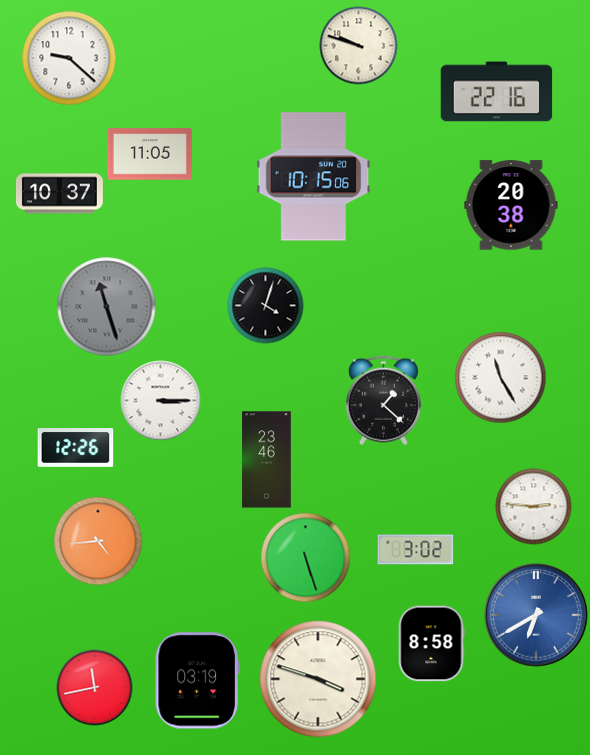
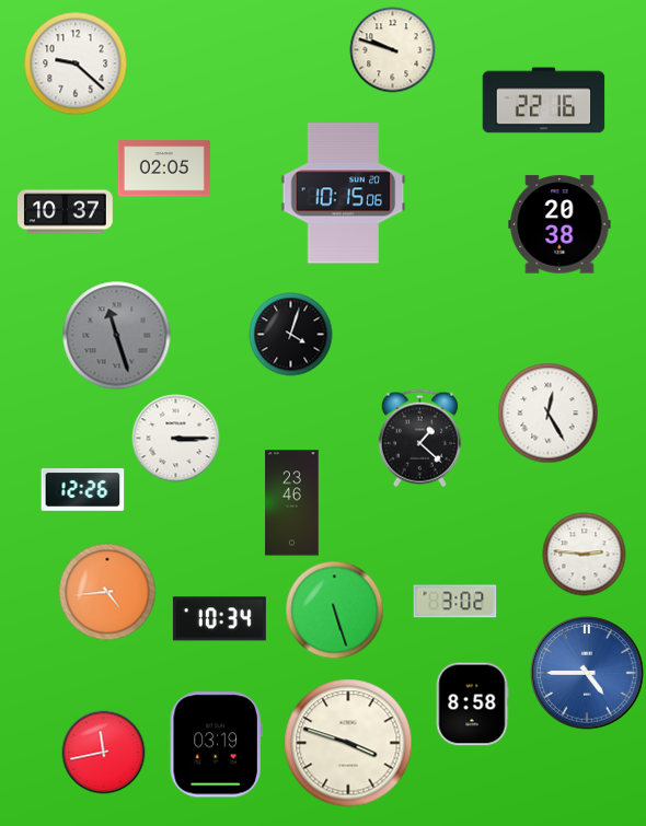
clock at (150, 154): 11:05 -> 02:05
clock at (501, 378): 11:25 -> 12:25
clock at (219, 619): none -> 10:34
clock at (536, 615): 6:40 -> 4:45
